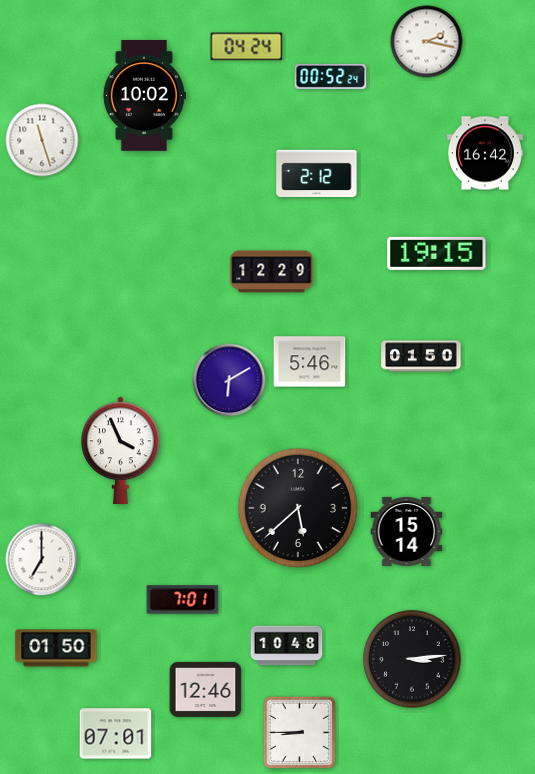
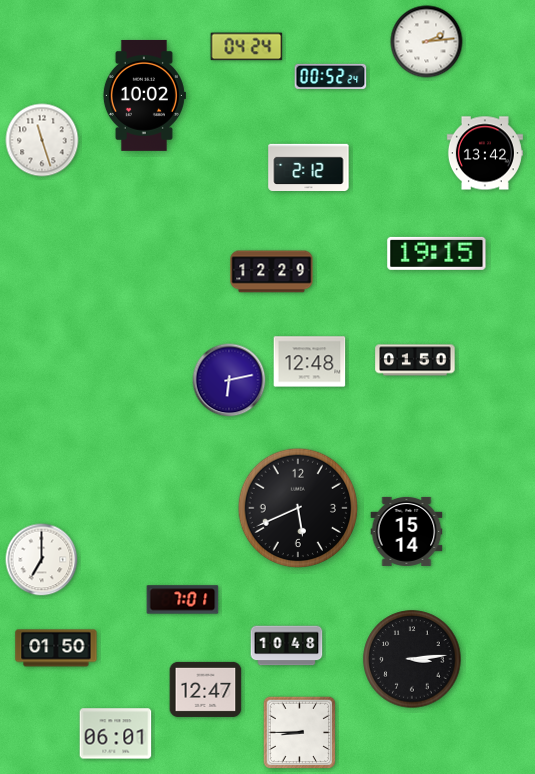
clock at (427, 42): 2:17 -> 2:14
clock at (485, 153): 16:42 -> 13:42
clock at (317, 173) position: (317, 173) -> (309, 167)
clock at (421, 356) position: (421, 356) -> (415, 360)
clock at (310, 362): 5:46 -> 12:48
clock at (229, 380): 6:10 -> 6:13
clock at (121, 451): 3:56 -> none
clock at (298, 508): 5:38 -> 5:41
clock at (206, 689): 12:46 -> 12:47
clock at (116, 734): 07:01 -> 06:01
